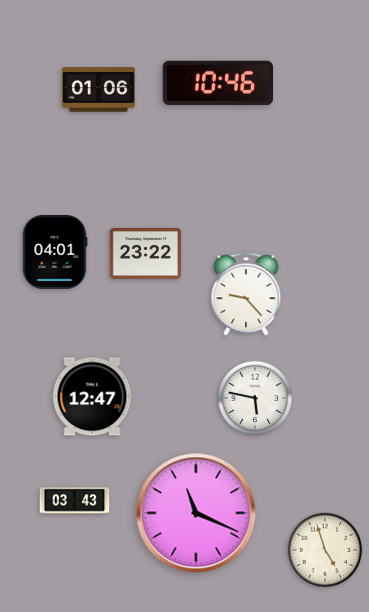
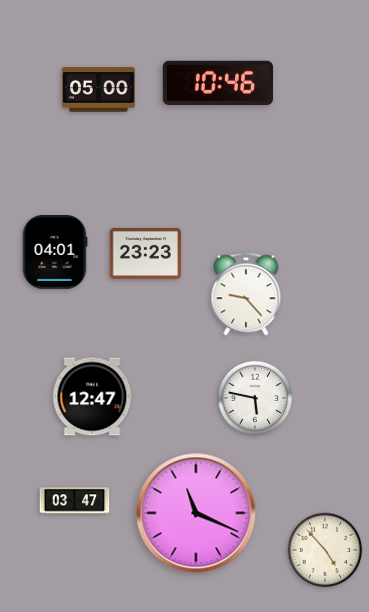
clock at (98, 90): 01:06 -> 05:00
clock at (145, 253): 23:22 -> 23:23
clock at (75, 501): 03:43 -> 03:47
clock at (325, 550): 4:57 -> 4:53
